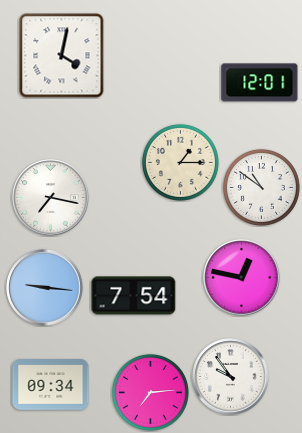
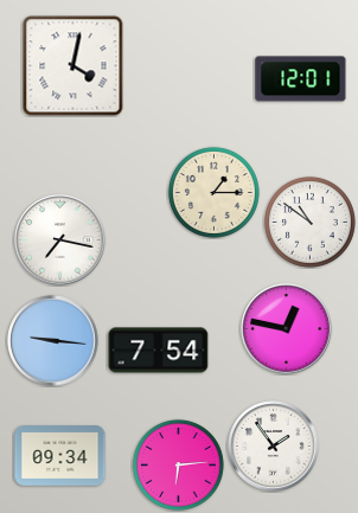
clock at (260, 83) position: (260, 83) -> (301, 79)
clock at (51, 198) position: (51, 198) -> (60, 241)
clock at (231, 377): 9:54 -> 1:54
clock at (150, 392): 7:14 -> 6:14
